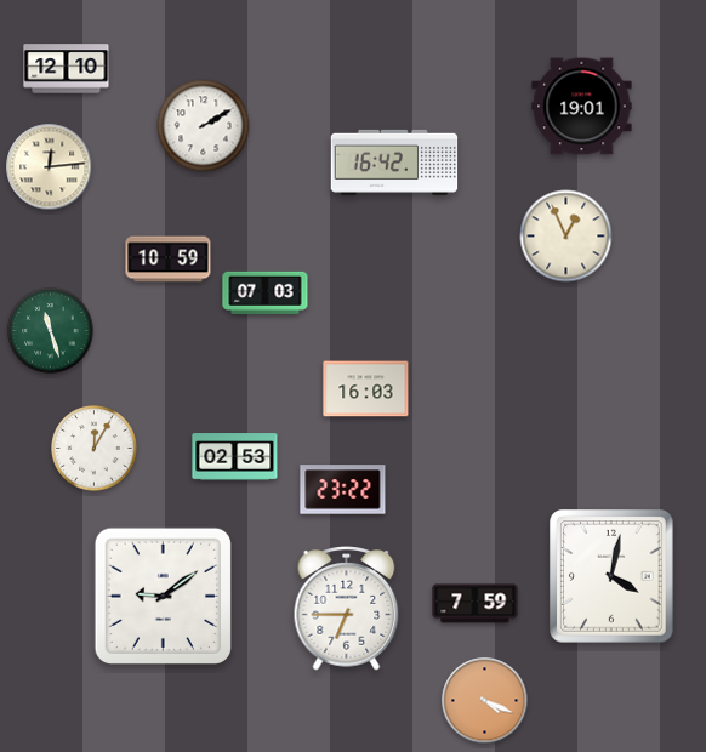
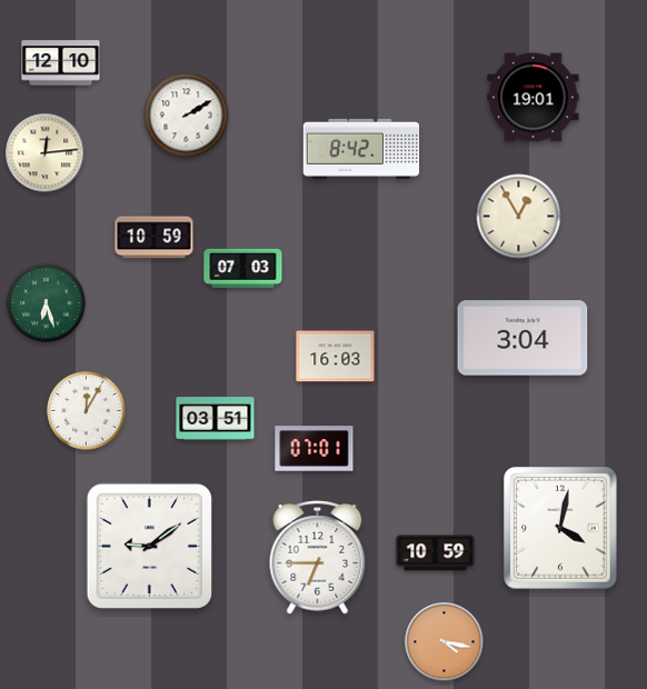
clock at (394, 163): 16:42 -> 8:42
clock at (566, 237): 12:56 -> 12:55
clock at (51, 331): 11:27 -> 6:27
clock at (522, 338): none -> 3:04
clock at (235, 457): 02:53 -> 03:51
clock at (343, 490): 23:22 -> 07:01
clock at (476, 604): 7:59 -> 10:59
clock at (485, 701): 4:19 -> 4:17
